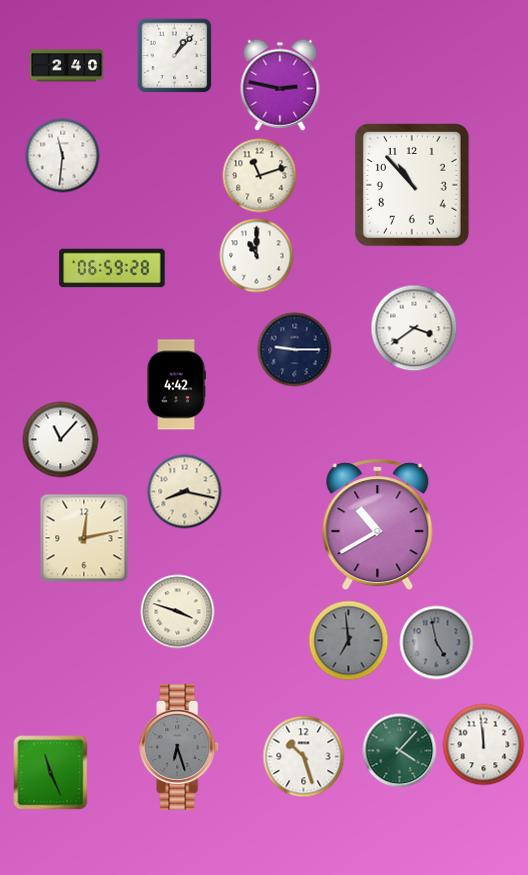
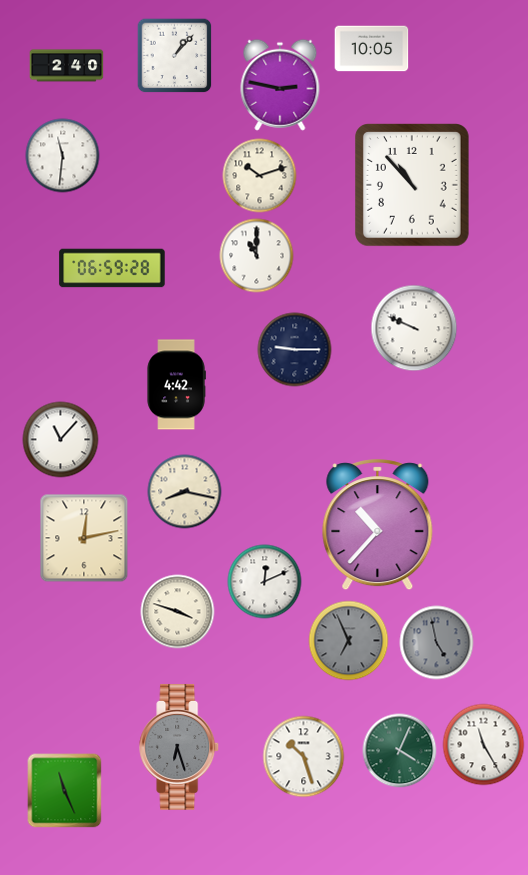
clock at (372, 49): none -> 10:05
clock at (260, 176): 11:12 -> 10:12
clock at (414, 328): 3:39 -> 9:49
clock at (378, 525): 10:40 -> 10:37
clock at (265, 582): none -> 12:11
clock at (349, 641): 6:59 -> 6:56
clock at (484, 745): 11:59 -> 11:25
clock at (400, 751): 4:07 -> 4:04
clock at (51, 773) position: (51, 773) -> (65, 791)
